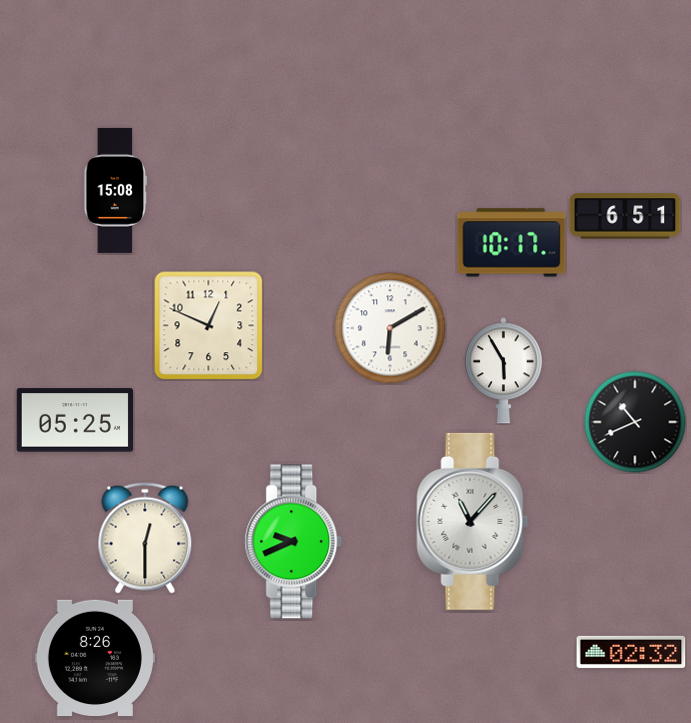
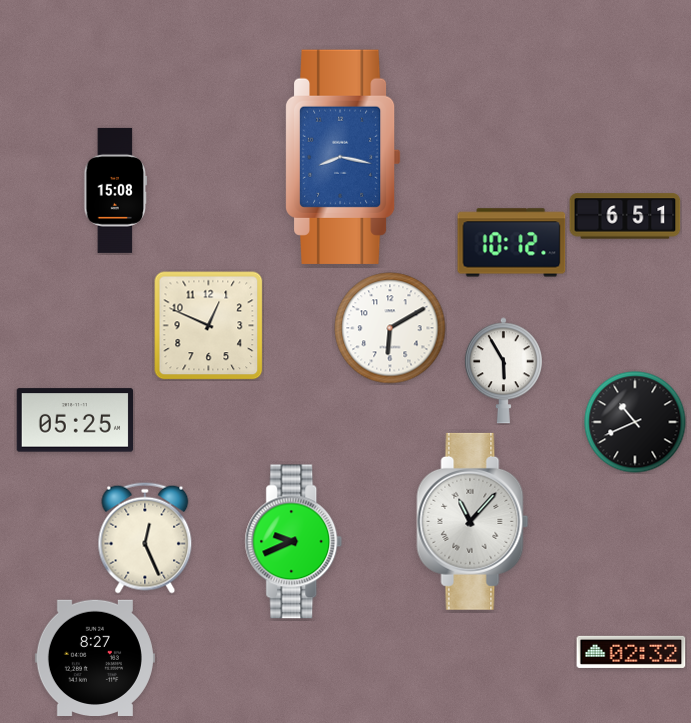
clock at (344, 157): none -> 8:17
clock at (512, 243): 10:17 -> 10:12
clock at (145, 538): 12:30 -> 12:26
clock at (95, 657): 8:26 -> 8:27
